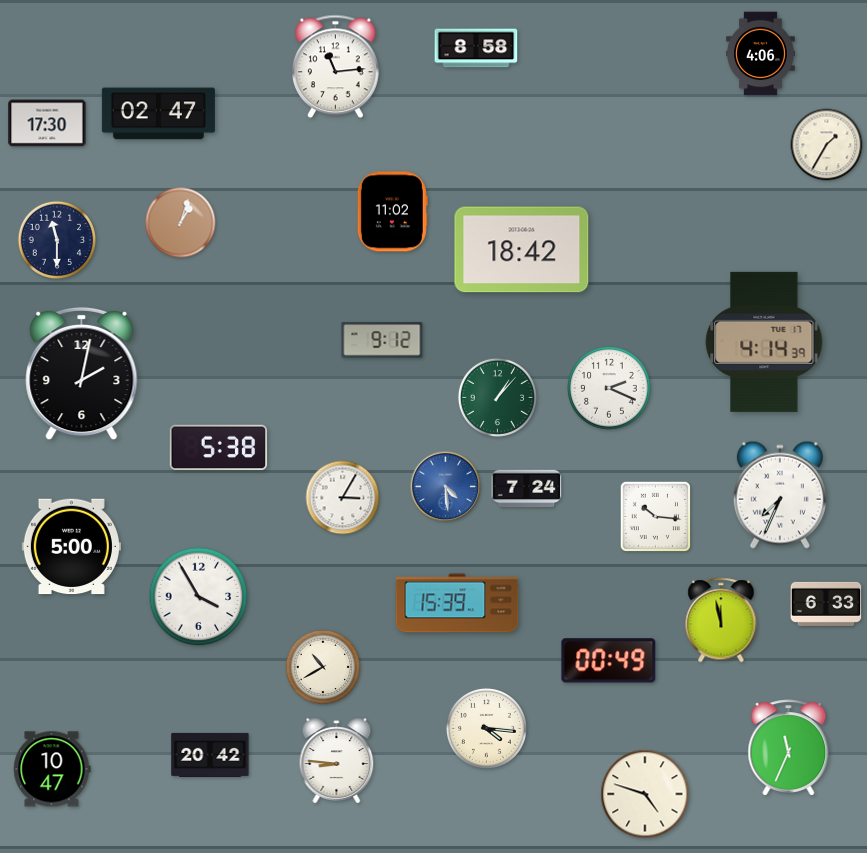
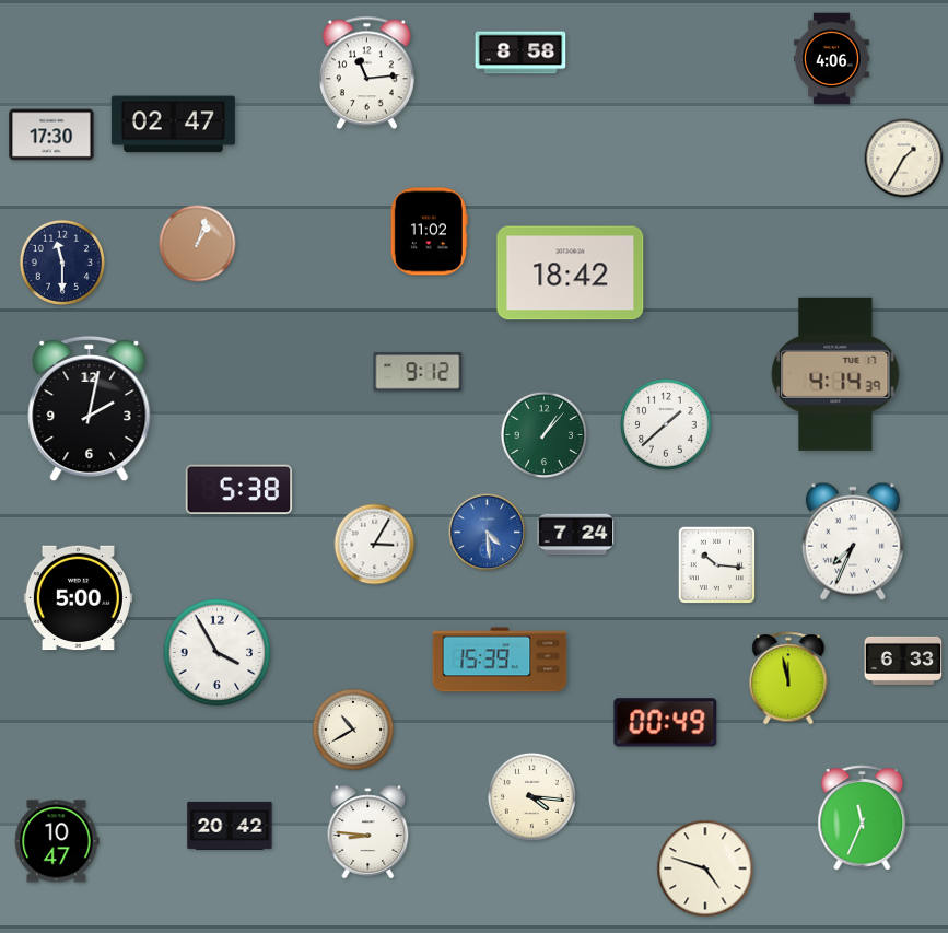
clock at (609, 388): 2:19 -> 1:38
